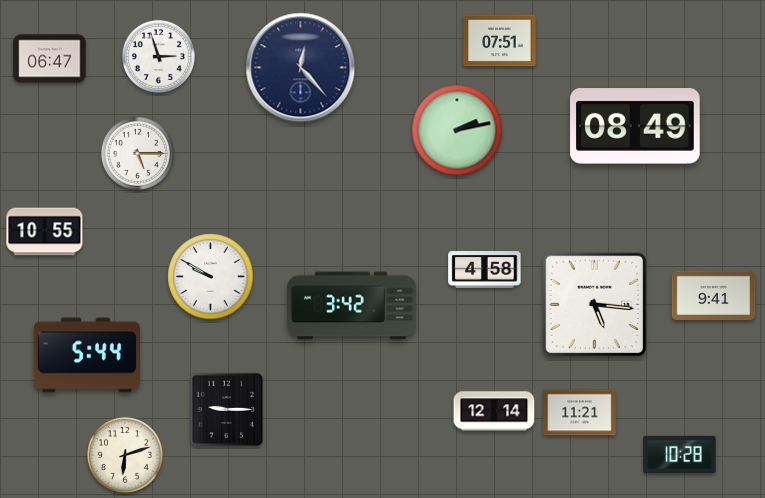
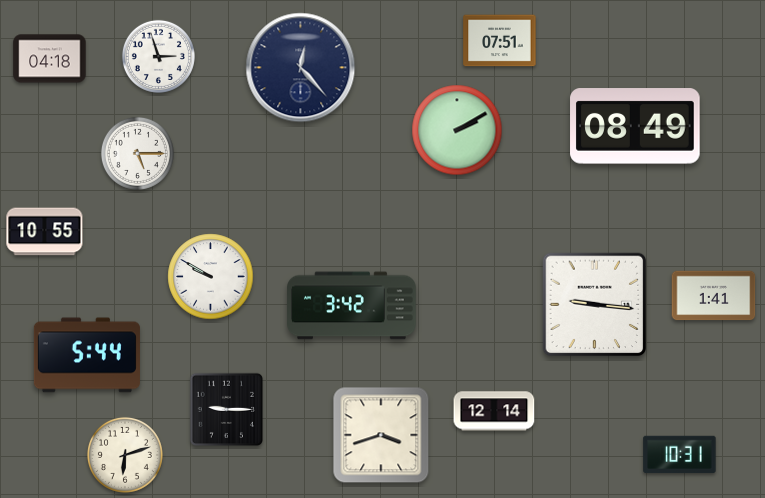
clock at (50, 59): 06:47 -> 04:18
clock at (457, 130): 2:13 -> 2:10
clock at (485, 270): 4:58 -> none
clock at (714, 296): 9:41 -> 1:41
clock at (595, 305): 5:16 -> 9:16
clock at (580, 413): 11:21 -> none
clock at (381, 435): none -> 3:42
clock at (680, 455): 10:28 -> 10:31
